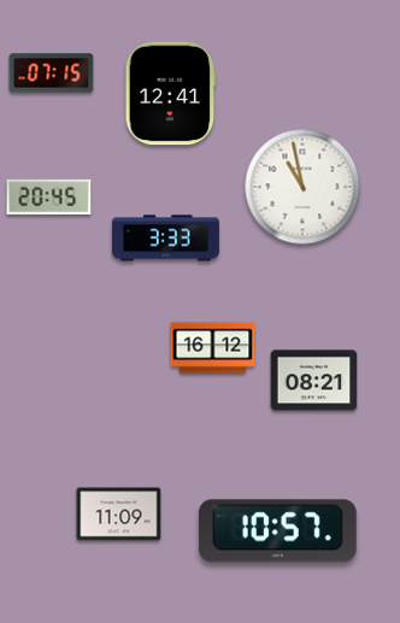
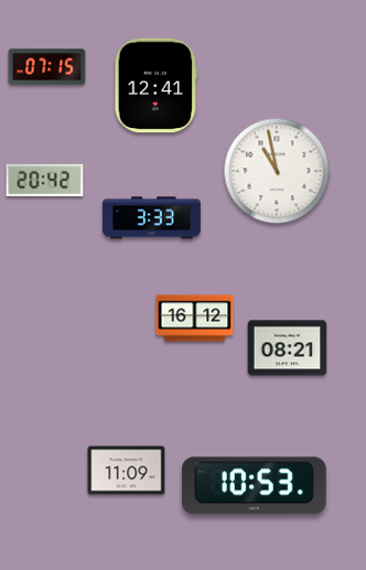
clock at (49, 196): 20:45 -> 20:42
clock at (119, 515) position: (119, 515) -> (127, 471)
clock at (278, 531): 10:57 -> 10:53
